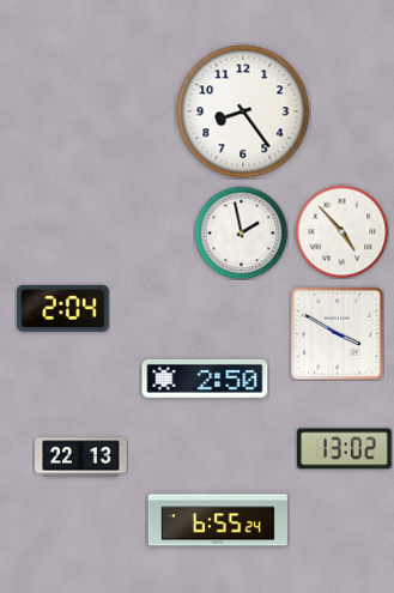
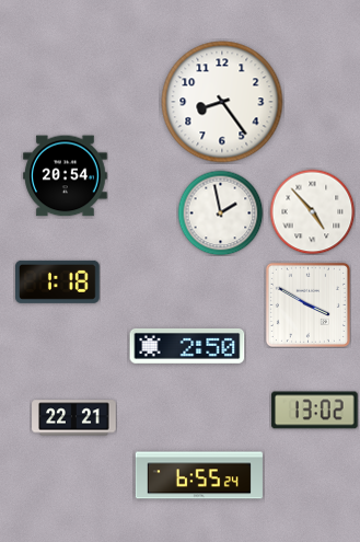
clock at (66, 176): none -> 20:54
clock at (63, 308): 2:04 -> 1:18
clock at (81, 458): 22:13 -> 22:21
